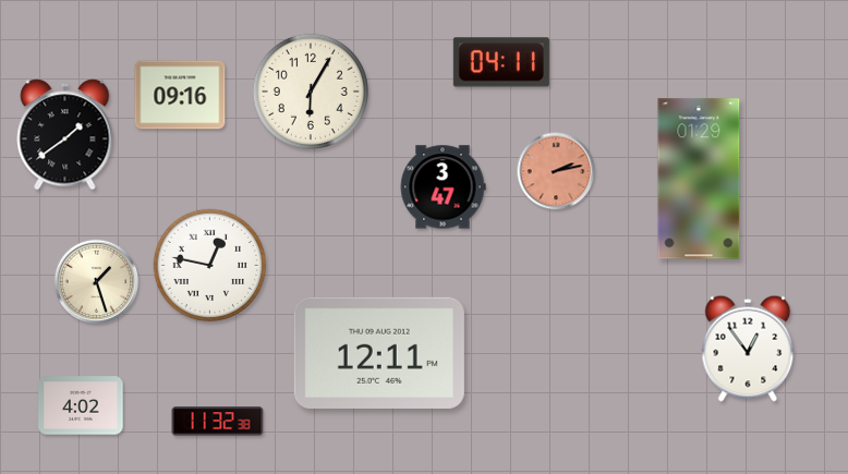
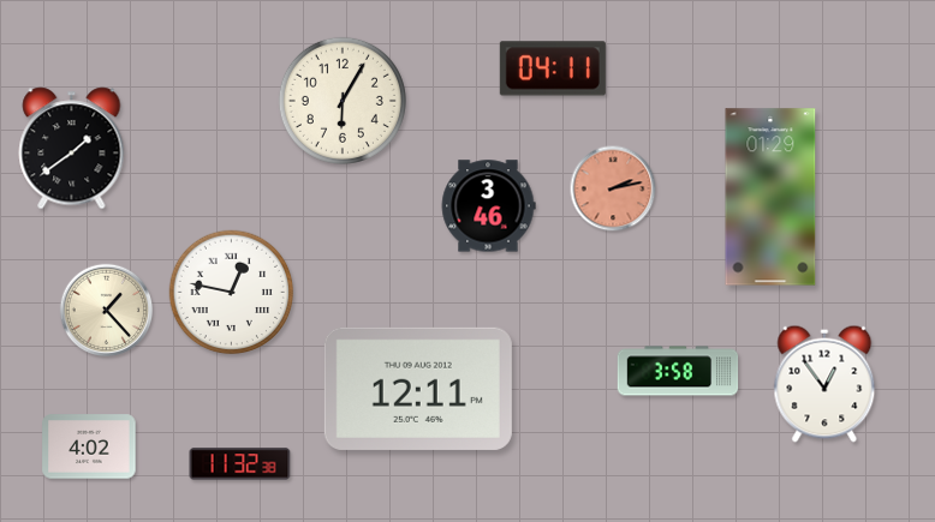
clock at (180, 95): 09:16 -> none
clock at (443, 187): 3:47 -> 3:46
clock at (97, 282): 1:27 -> 1:23
clock at (678, 371): none -> 3:58
